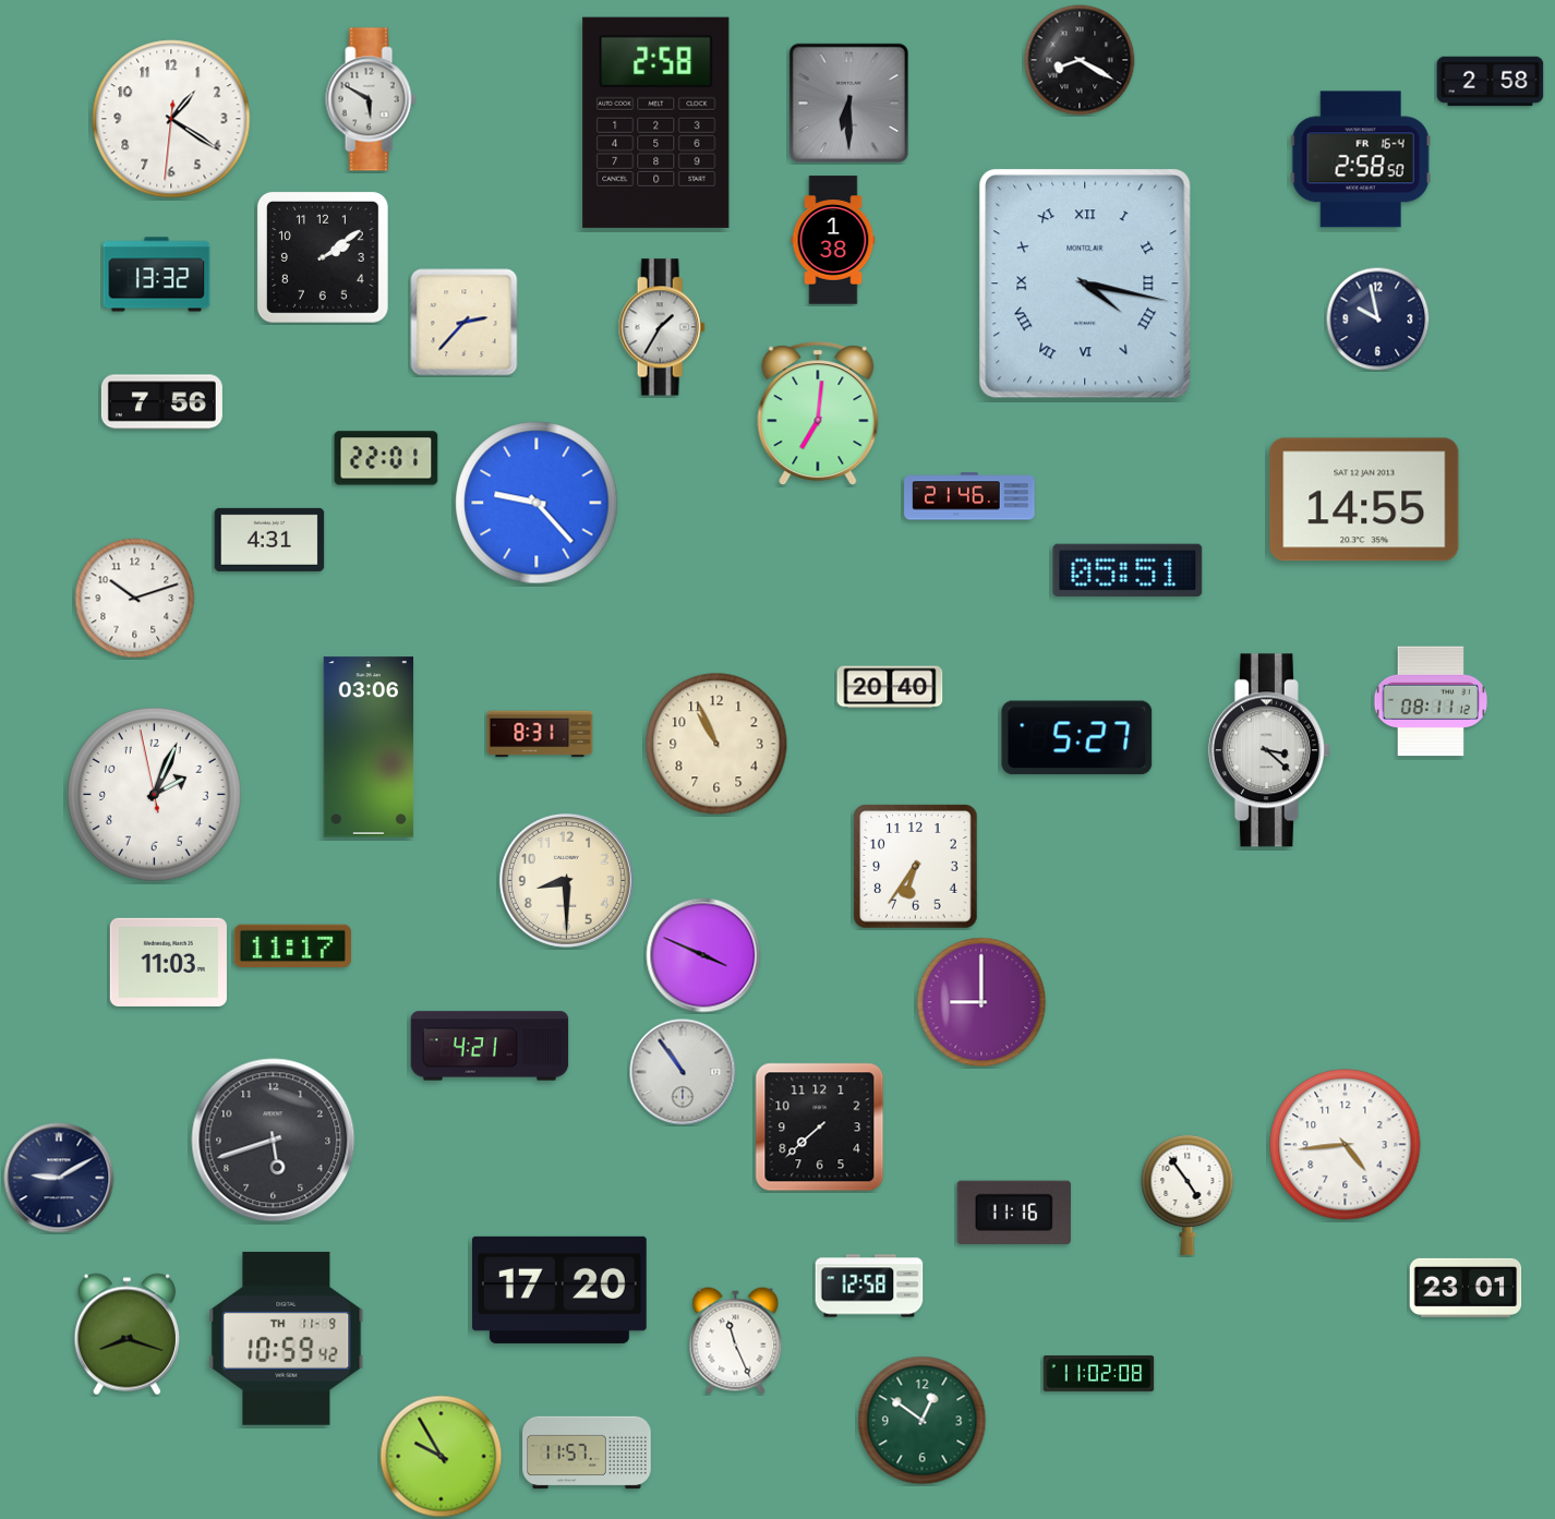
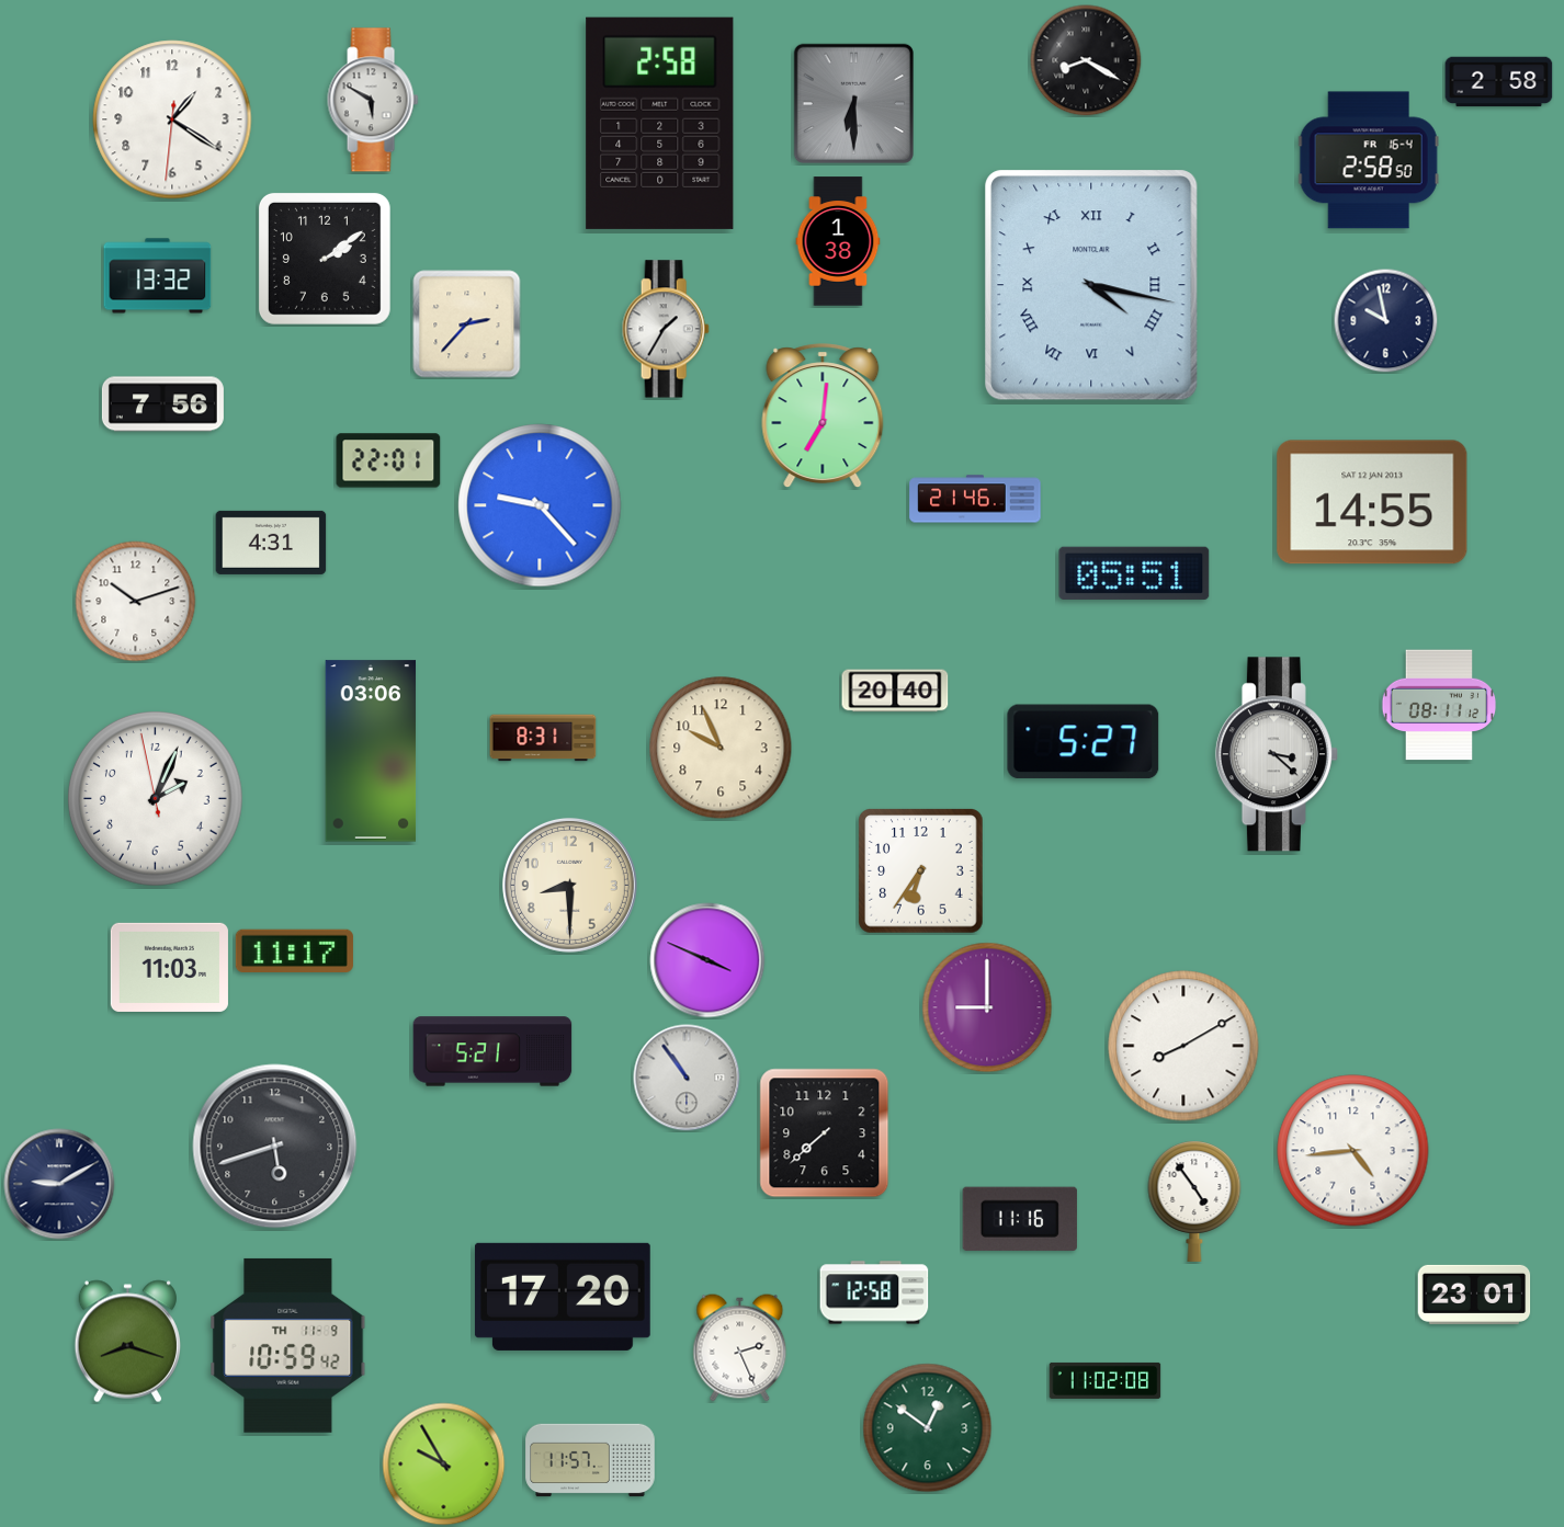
clock at (716, 744): 10:56 -> 9:56
clock at (1183, 1046): none -> 8:10
clock at (490, 1046): 4:21 -> 5:21
clock at (736, 1341): 11:26 -> 2:26
